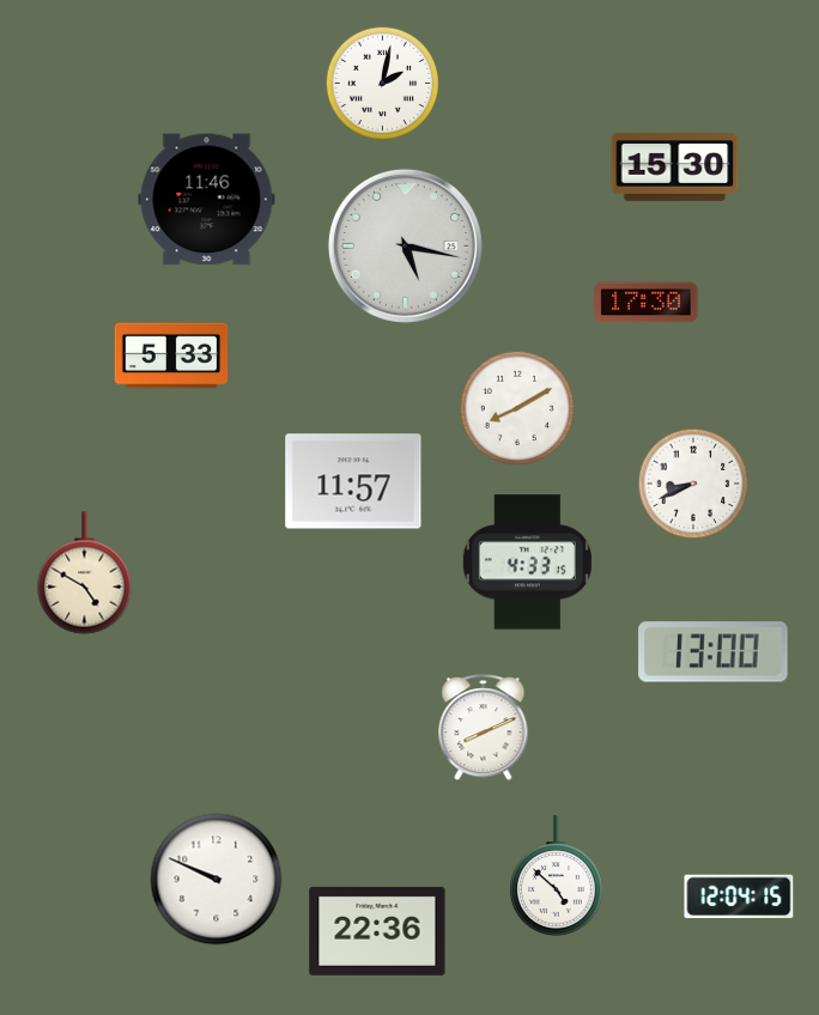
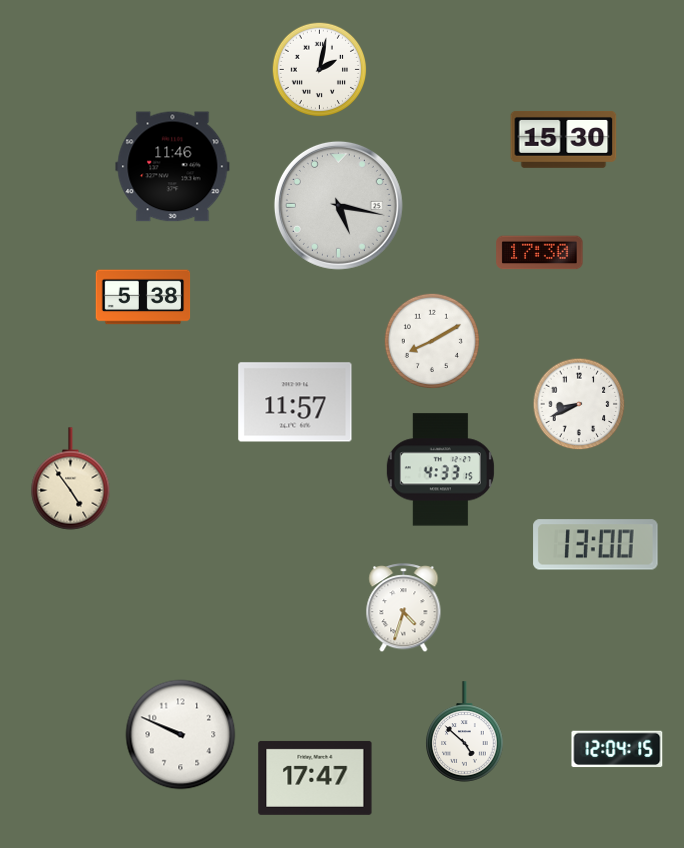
clock at (171, 355): 5:33 -> 5:38
clock at (85, 573): 4:50 -> 4:54
clock at (484, 728): 8:11 -> 4:33
clock at (377, 931): 22:36 -> 17:47
